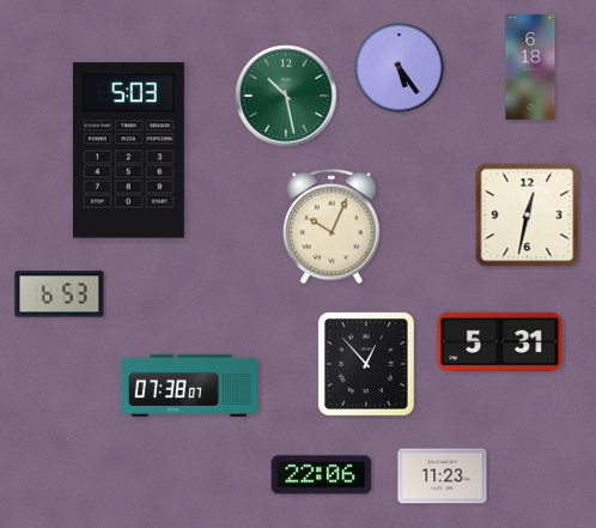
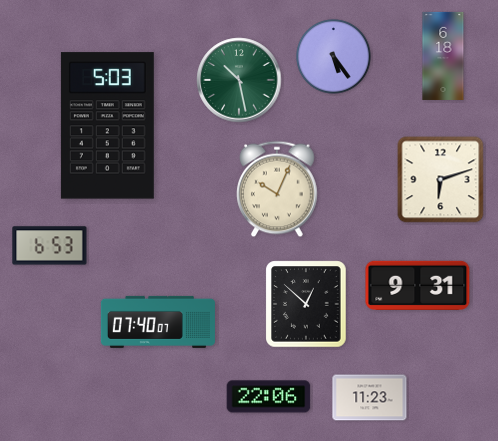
clock at (528, 216): 12:32 -> 6:12
clock at (500, 341): 5:31 -> 9:31
clock at (366, 364): 12:53 -> 12:52
clock at (189, 386): 07:38 -> 07:40
